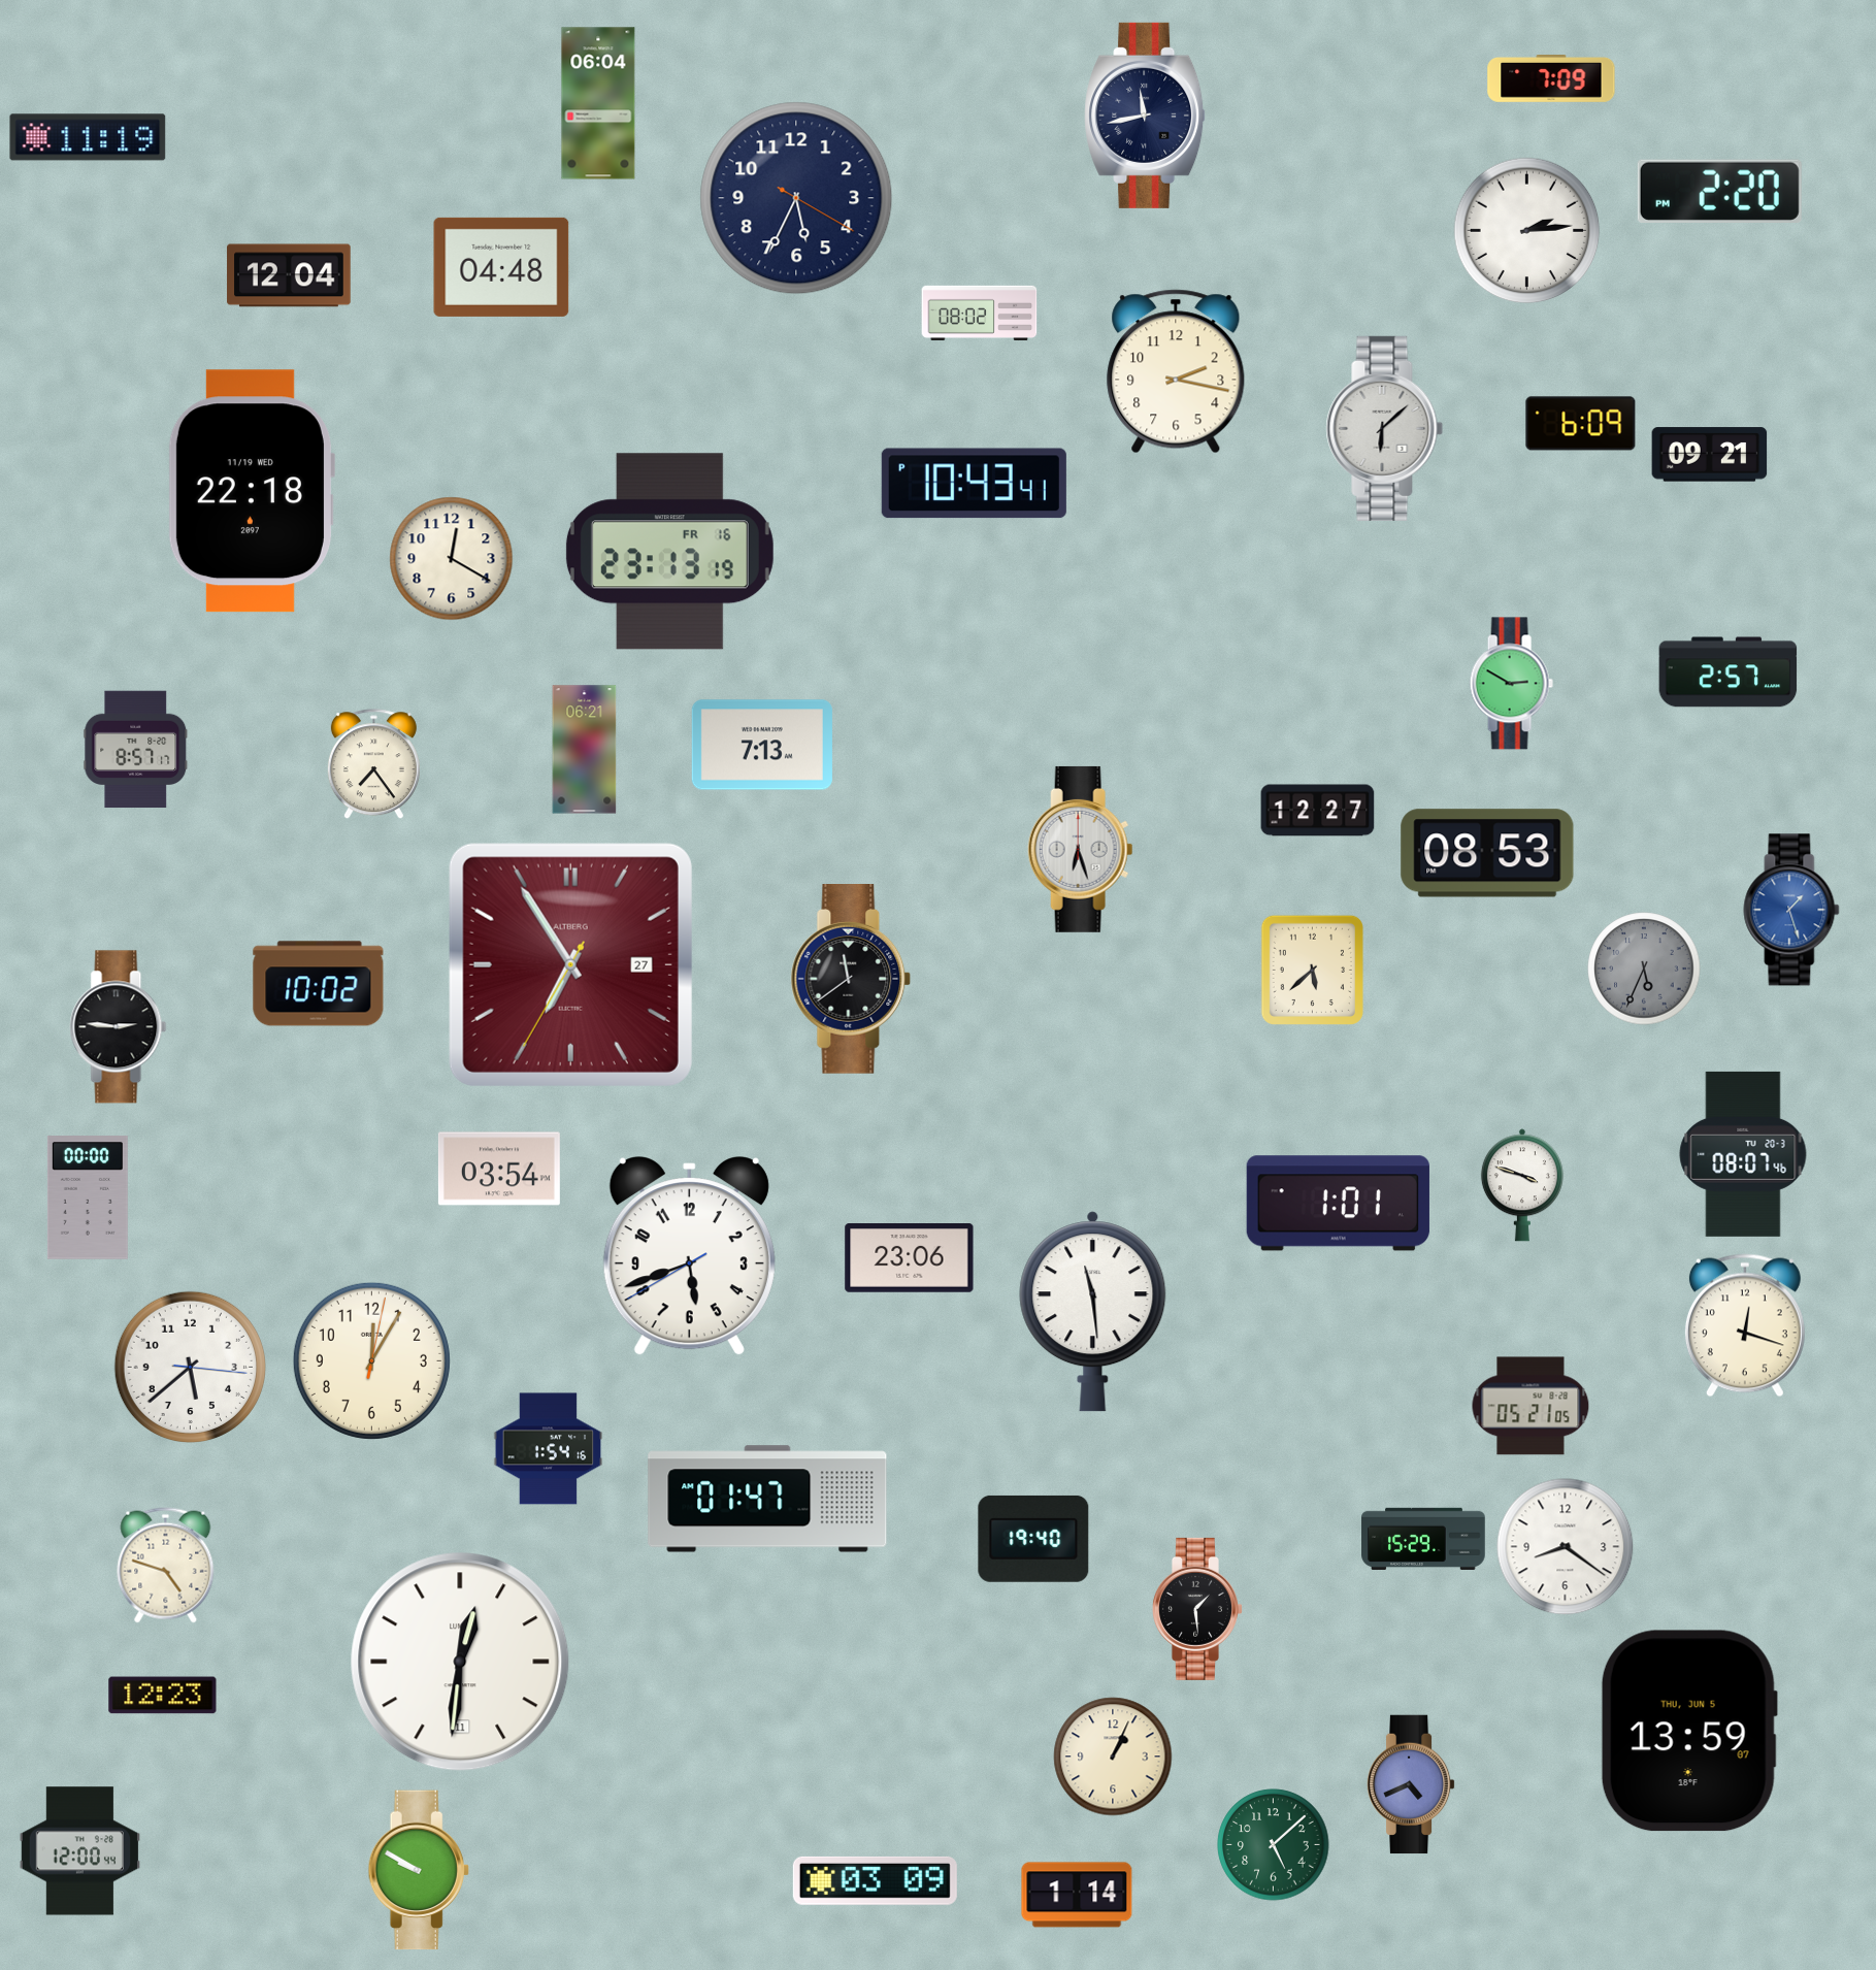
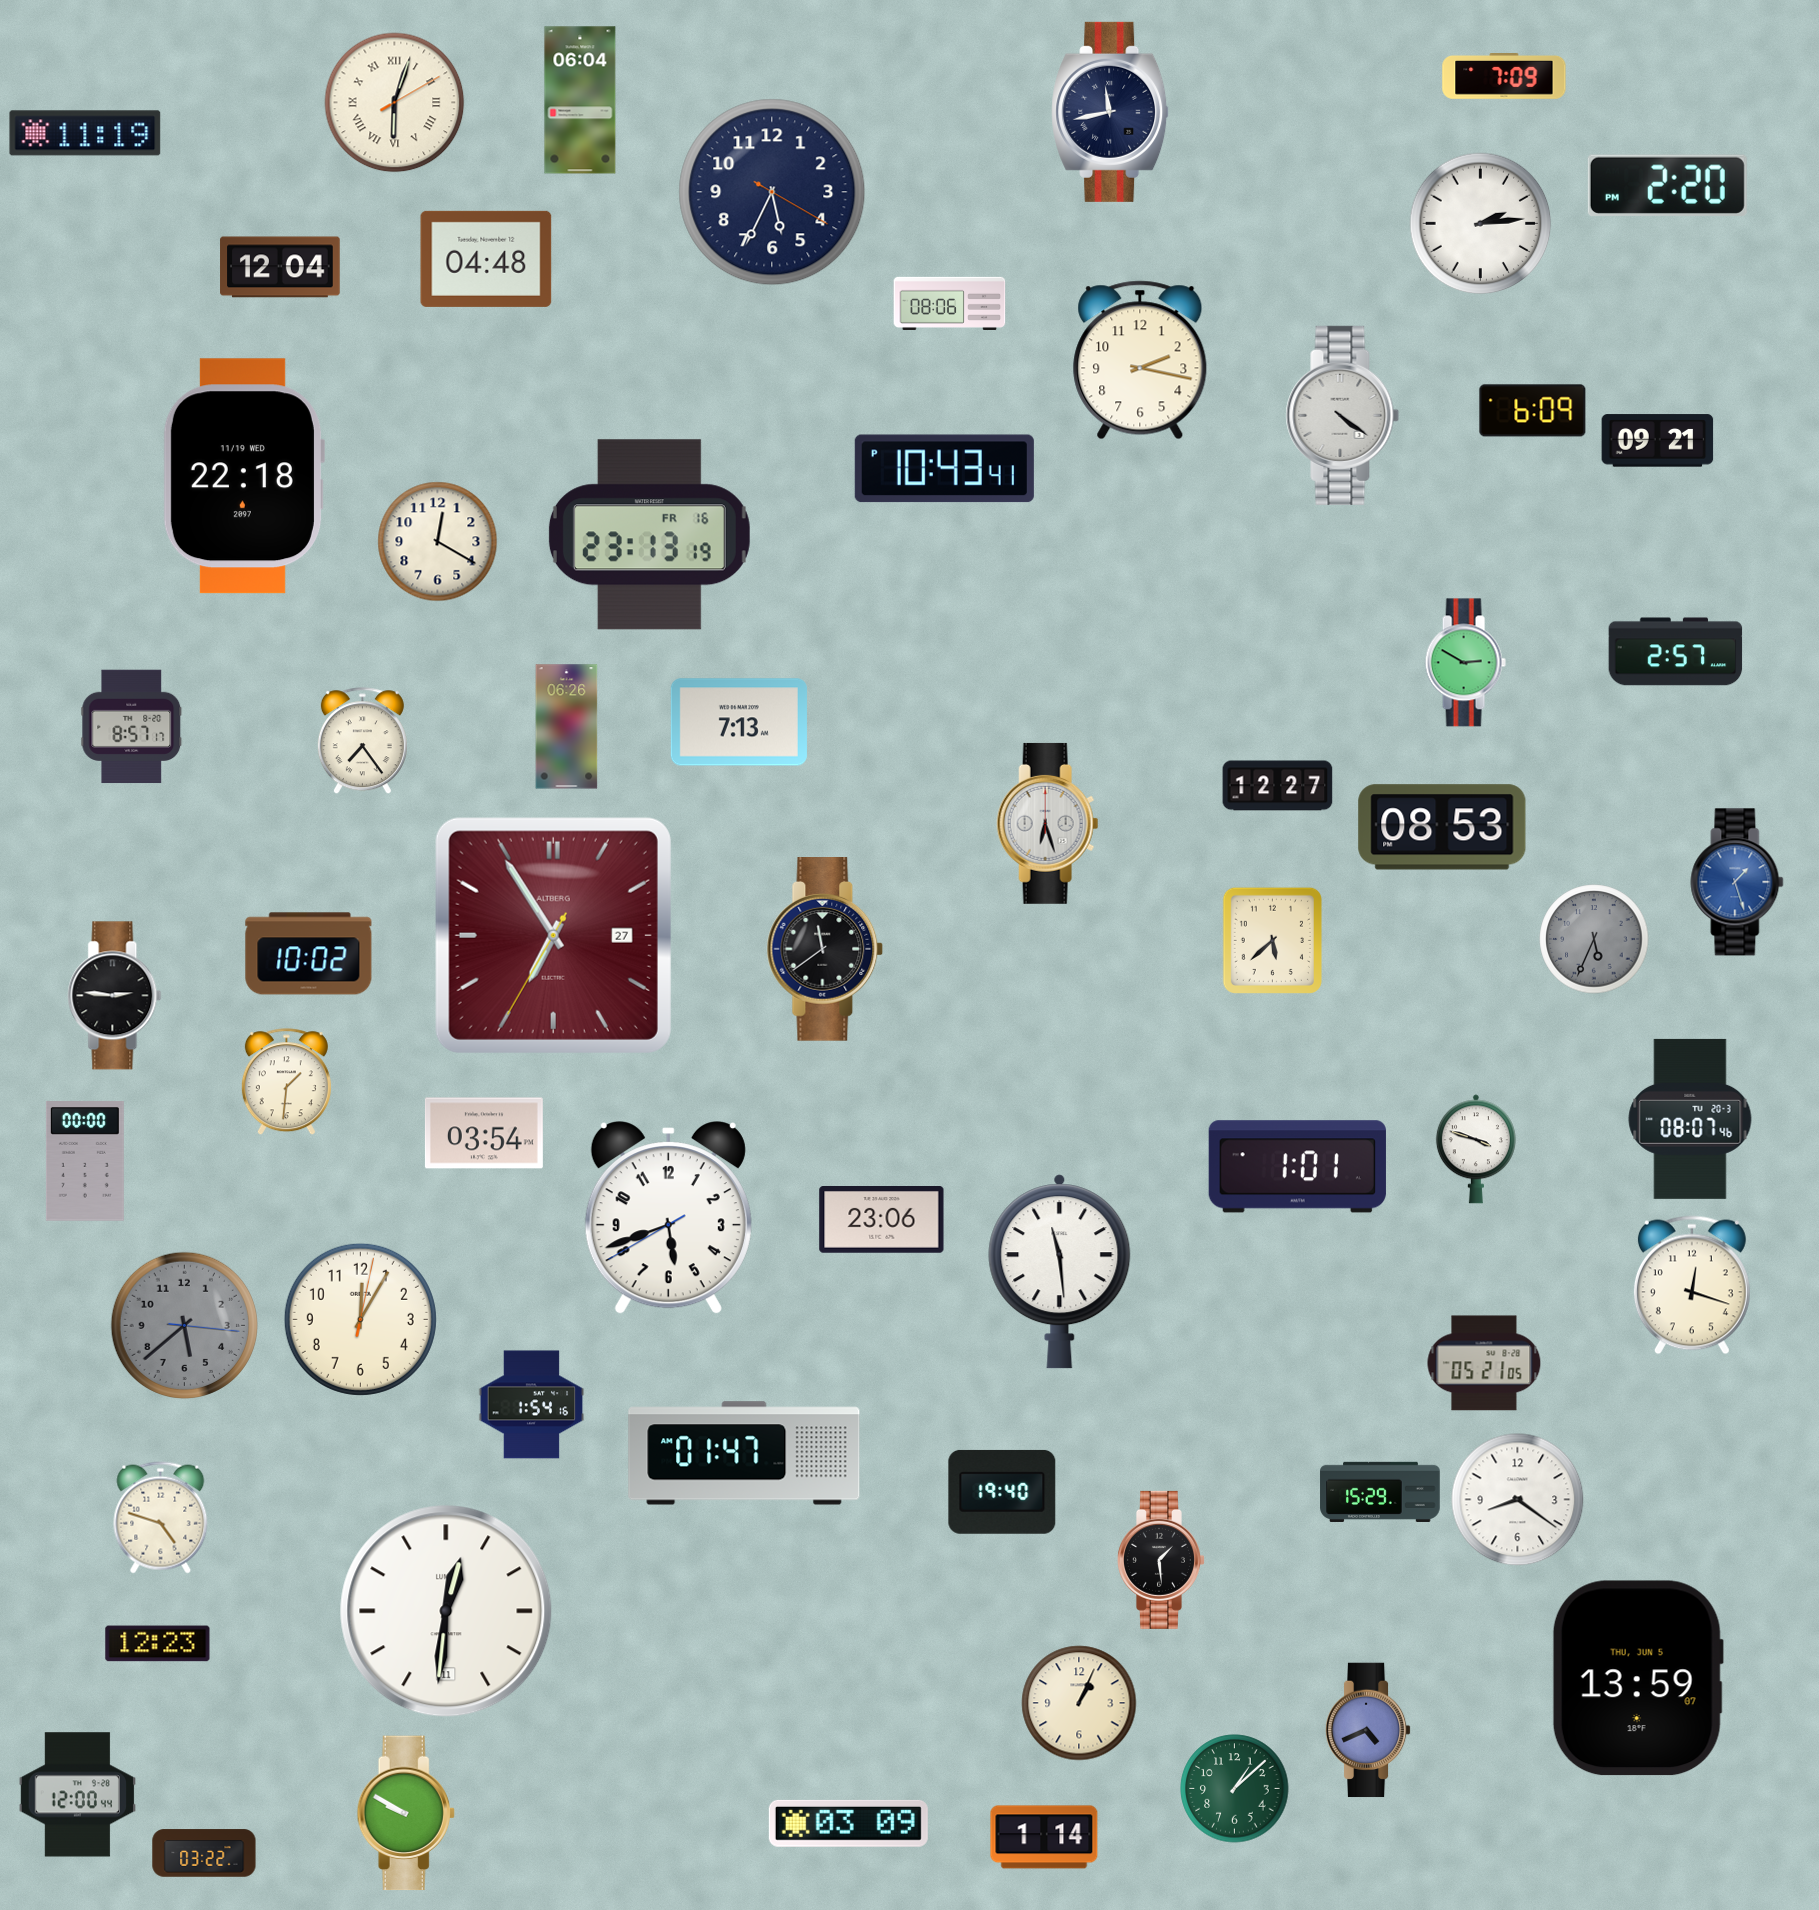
clock at (395, 103): none -> 6:03
clock at (980, 313): 08:02 -> 08:06
clock at (1385, 428): 6:08 -> 4:21
clock at (585, 750): 06:21 -> 06:26
clock at (286, 1082): none -> 1:31
clock at (190, 1367) dial: white -> grey
clock at (1274, 1845): 5:08 -> 1:08
clock at (204, 1853): none -> 03:22
